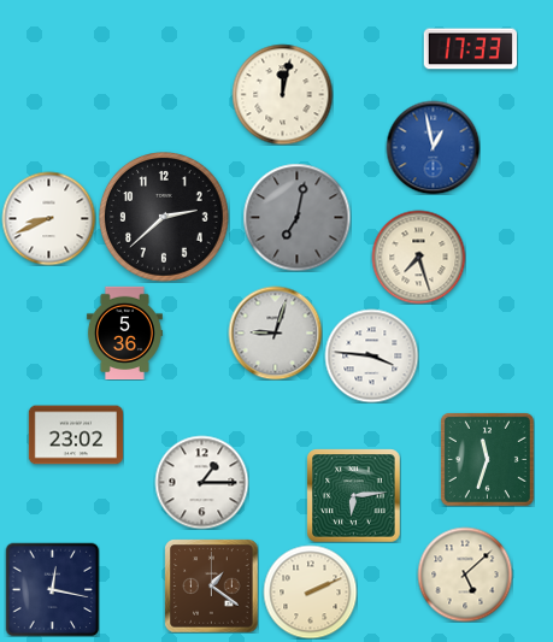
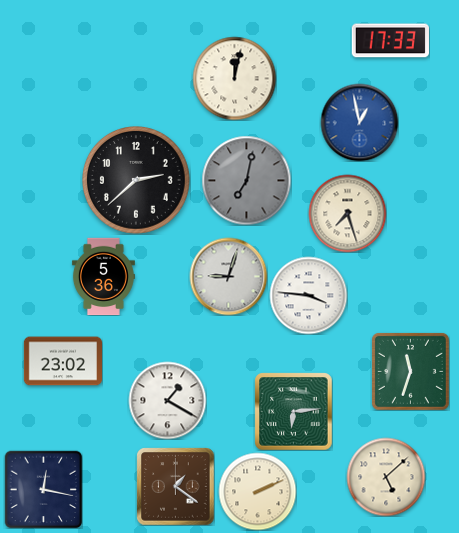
clock at (48, 218): 8:41 -> none
clock at (487, 459) position: (487, 459) -> (410, 371)
clock at (201, 482): 1:15 -> 1:20
